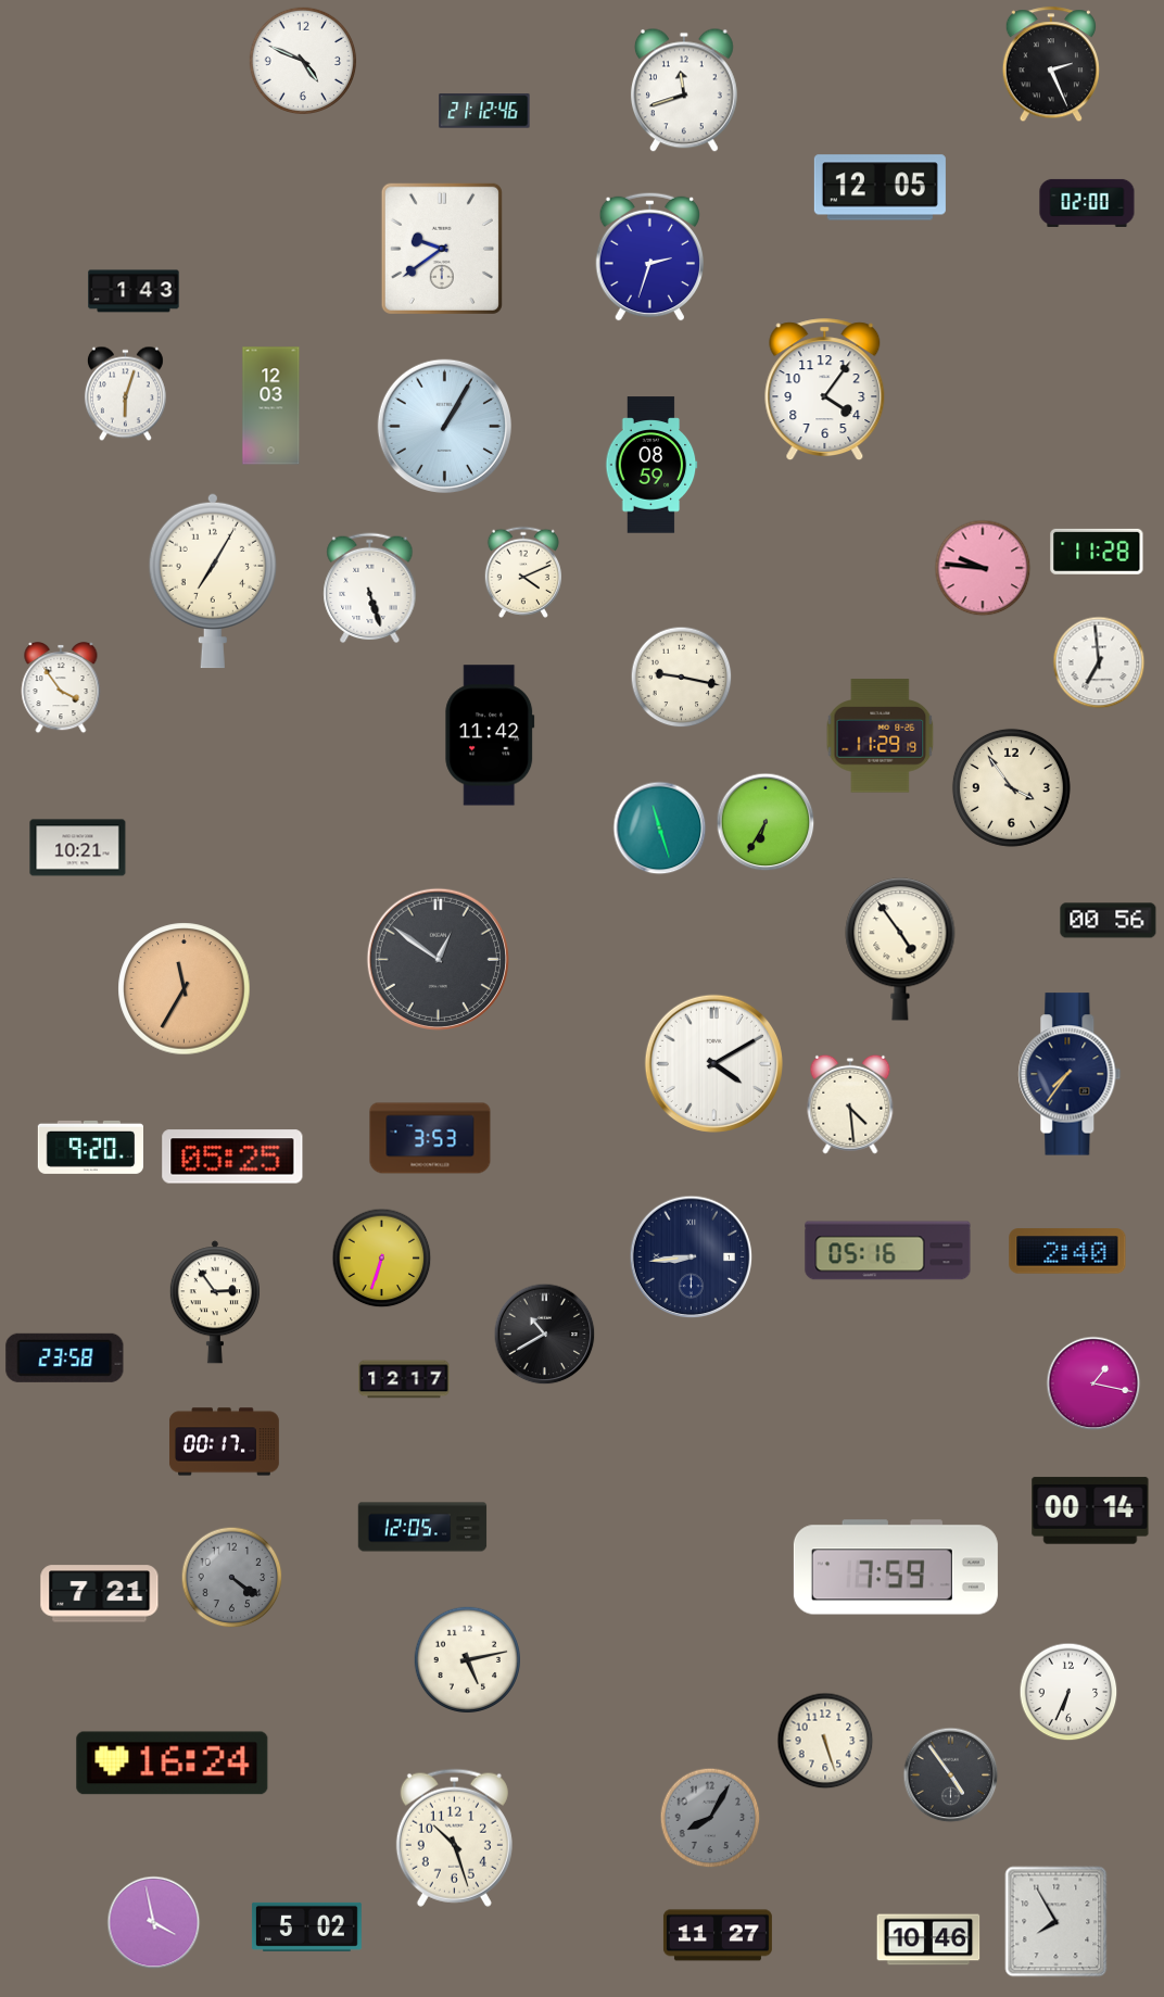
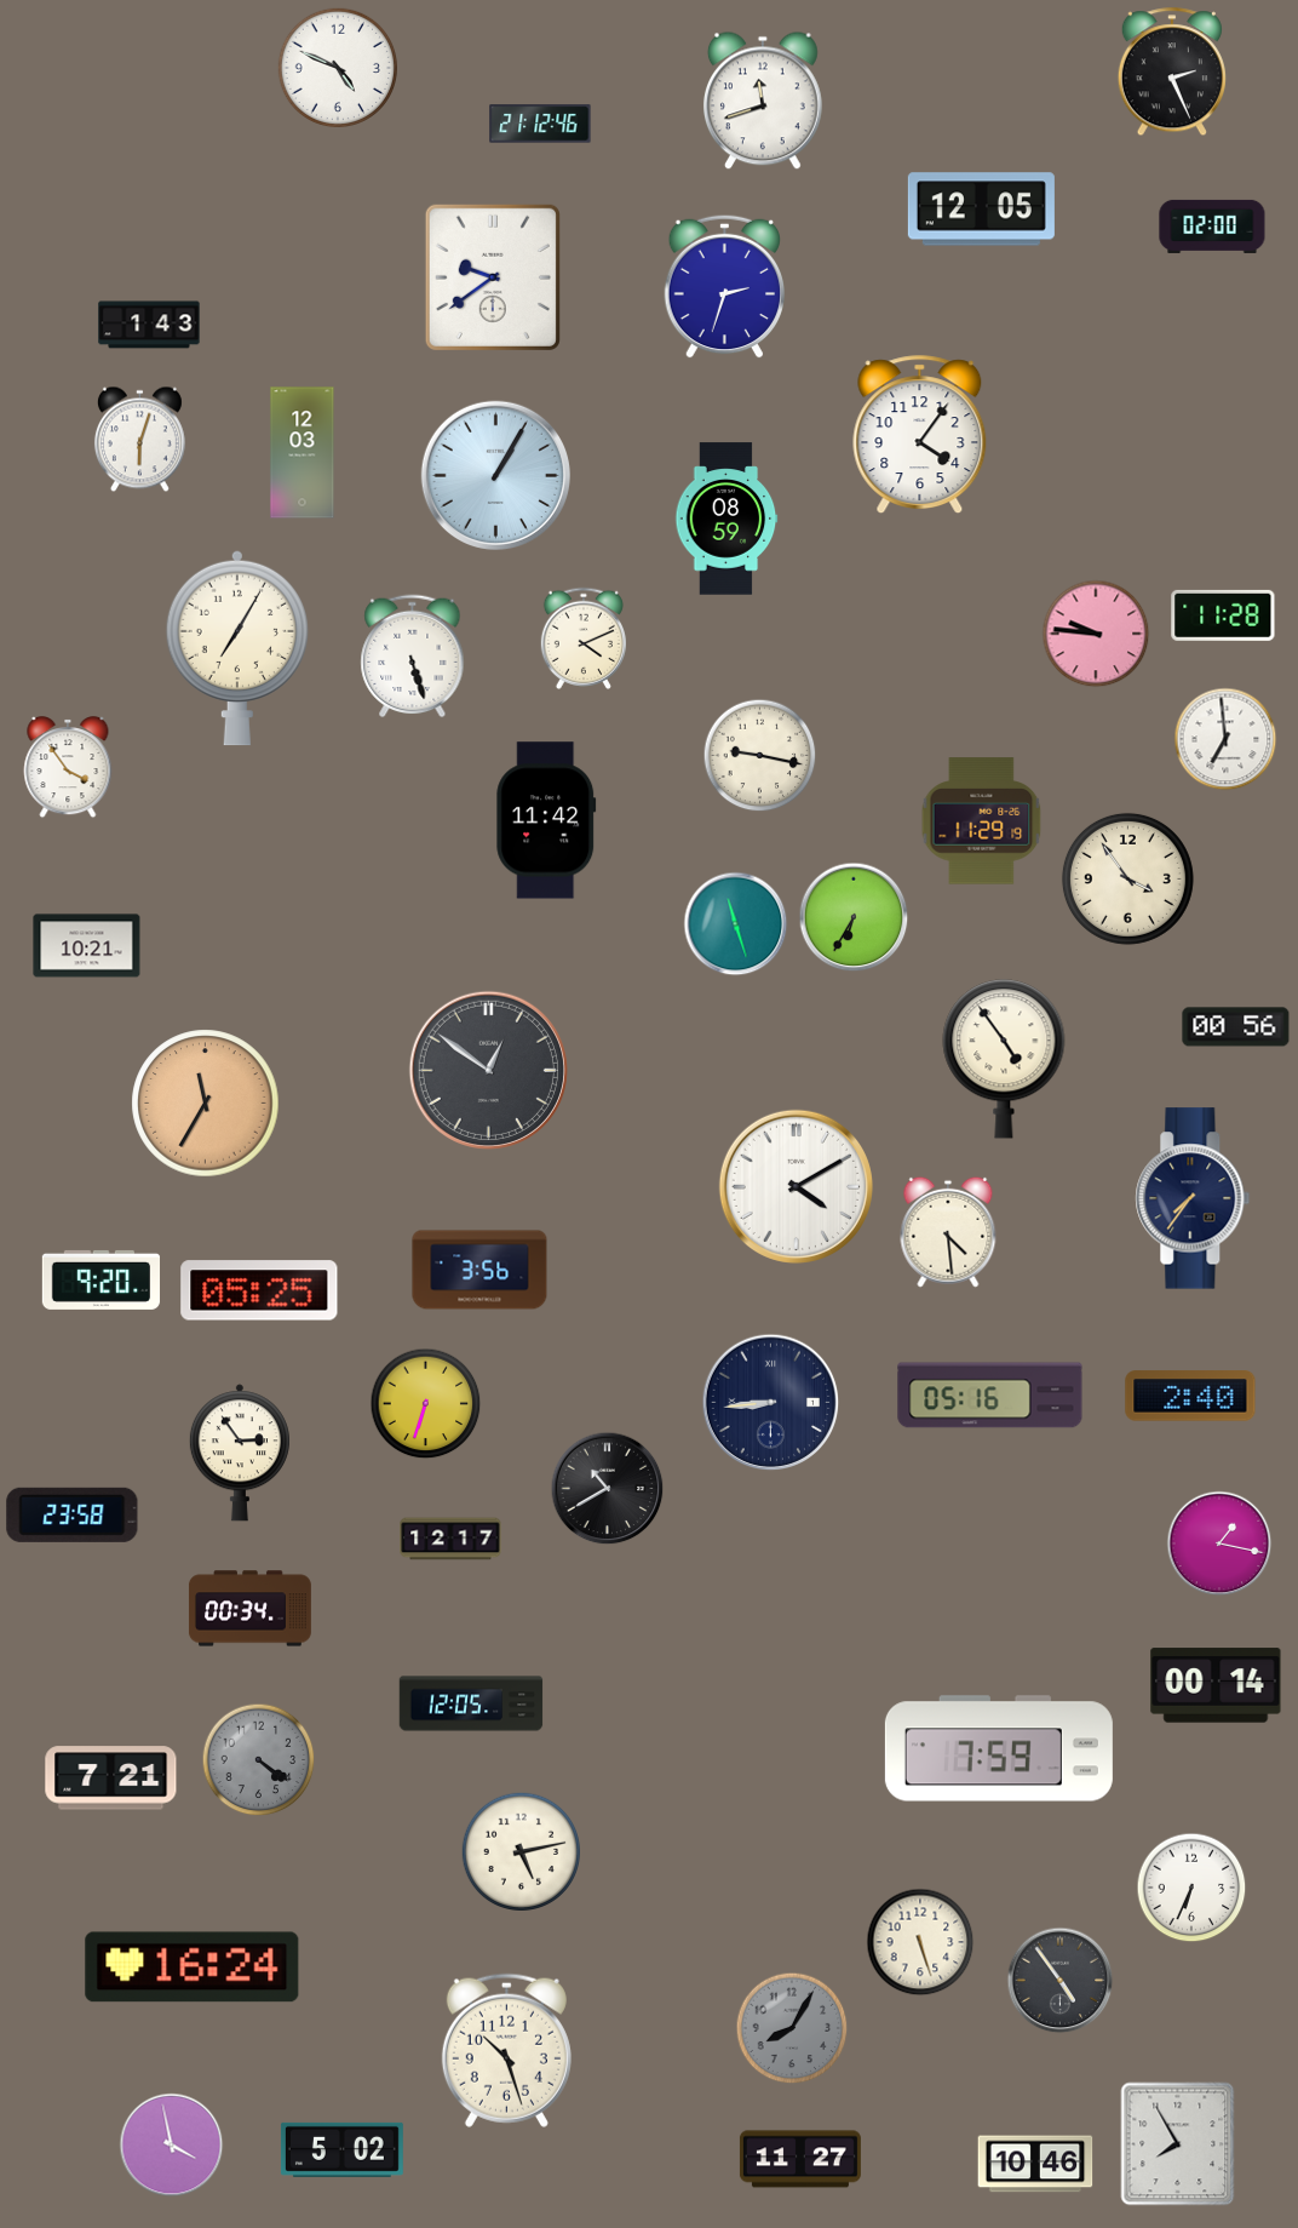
clock at (430, 1138): 3:53 -> 3:56
clock at (225, 1442): 00:17 -> 00:34
